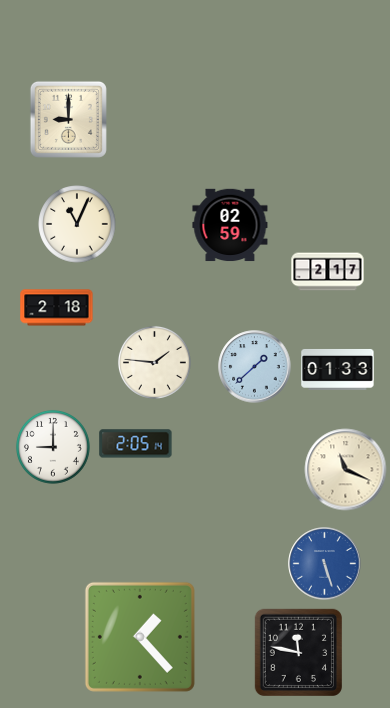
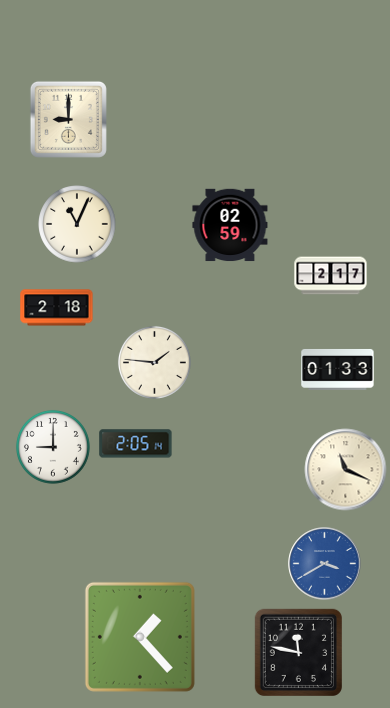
clock at (328, 272) position: (328, 272) -> (331, 276)
clock at (255, 367): 1:38 -> none
clock at (325, 564): 5:27 -> 3:40
